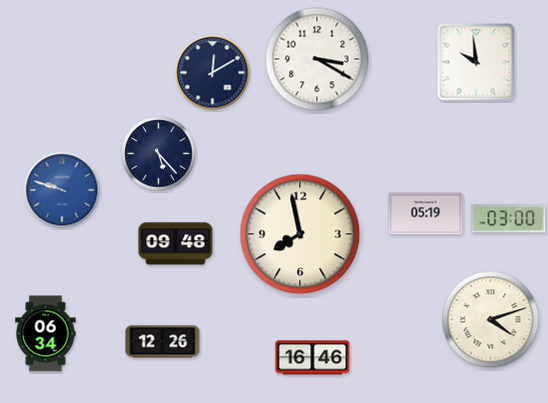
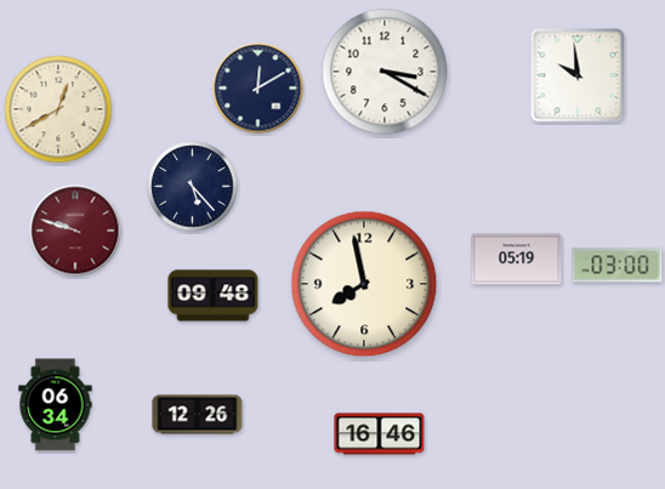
clock at (58, 109): none -> 12:40
clock at (62, 190) dial: blue -> burgundy
clock at (491, 320): 4:12 -> none
